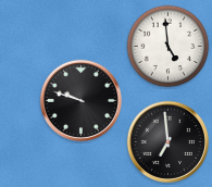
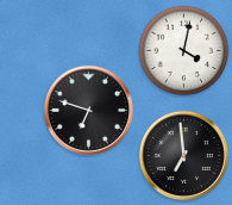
clock at (169, 47): 4:59 -> 4:02
clock at (80, 100): 9:48 -> 6:48
